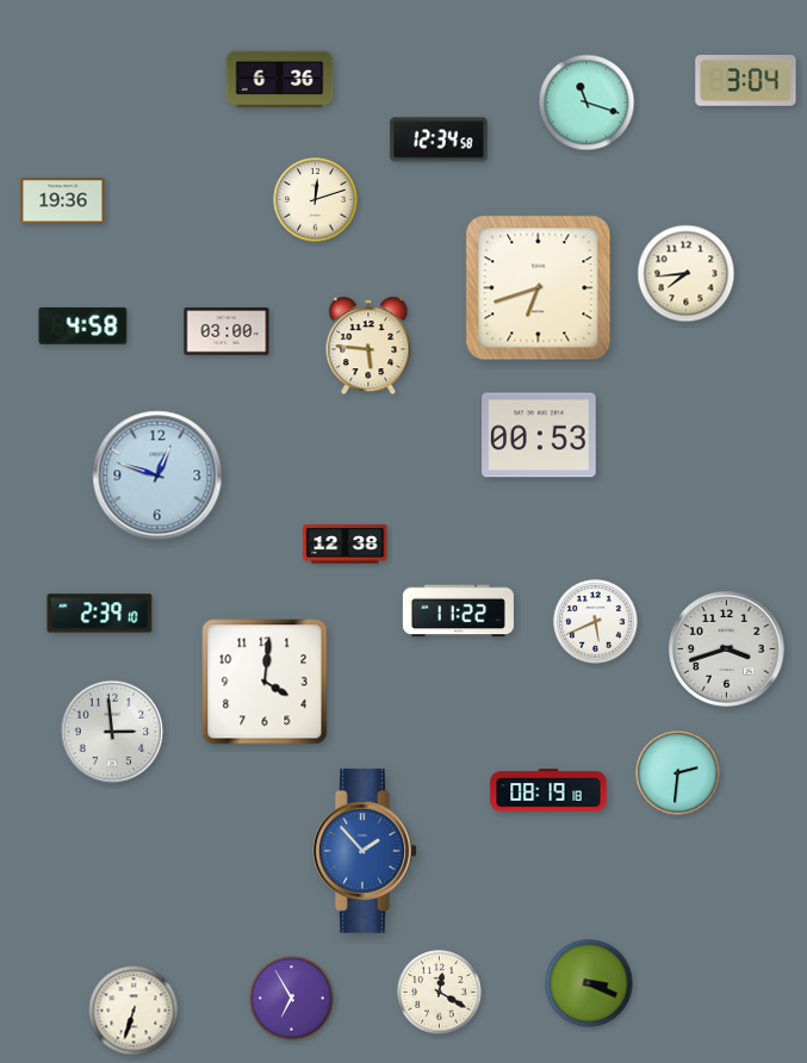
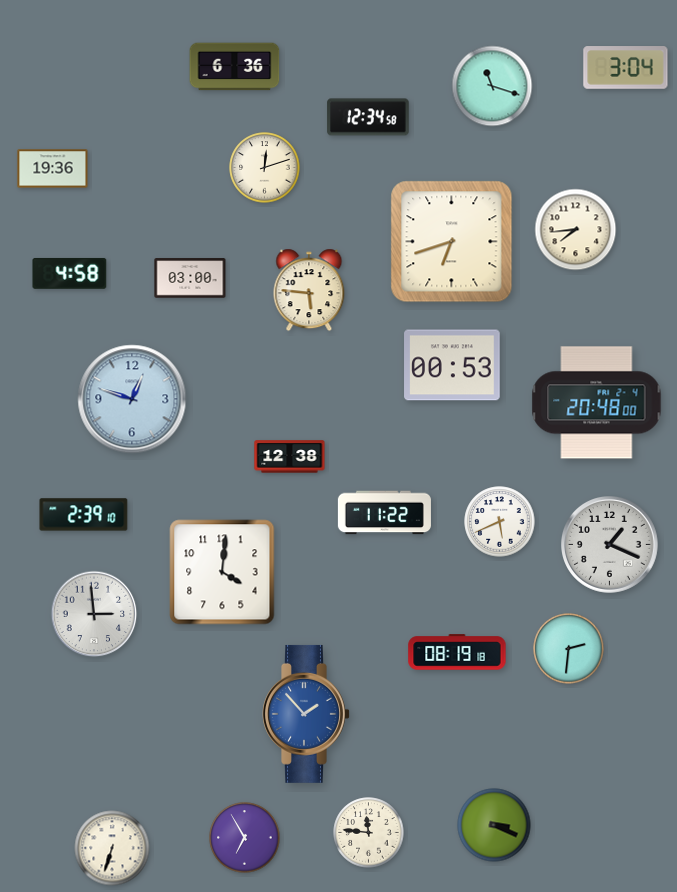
clock at (597, 403): none -> 20:48
clock at (727, 649): 3:42 -> 1:19
clock at (548, 790) position: (548, 790) -> (457, 652)
clock at (440, 993): 12:20 -> 11:46
